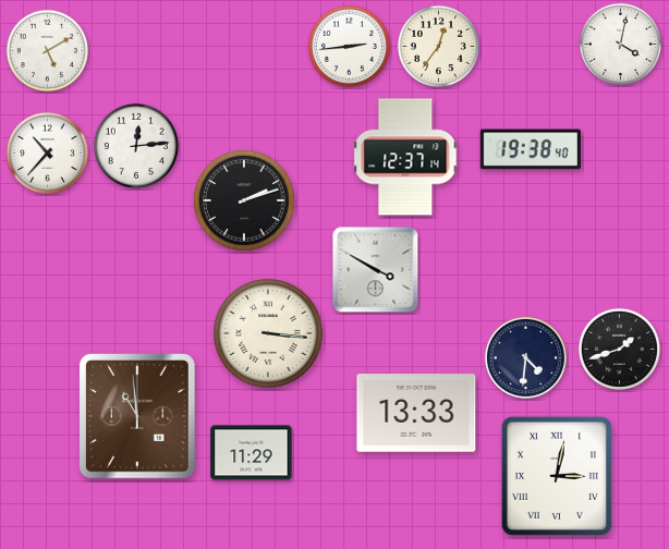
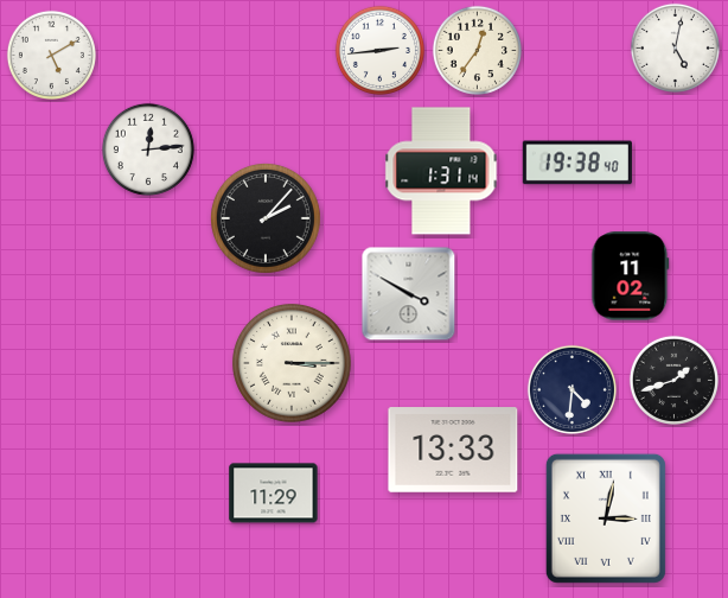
clock at (620, 44): 4:02 -> 5:02
clock at (136, 146) position: (136, 146) -> (148, 149)
clock at (47, 152): 10:37 -> none
clock at (405, 157): 12:37 -> 1:31
clock at (244, 200): 2:12 -> 2:07
clock at (631, 276): none -> 11:02
clock at (269, 334): 3:16 -> 3:15
clock at (138, 417): 10:59 -> none
